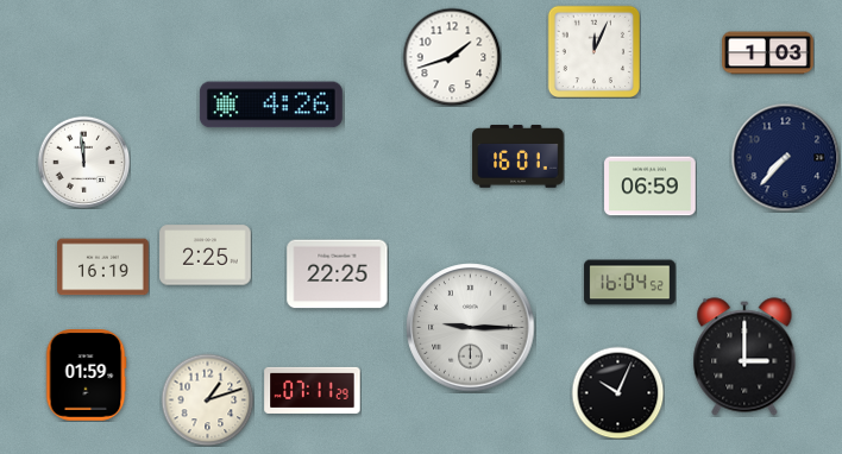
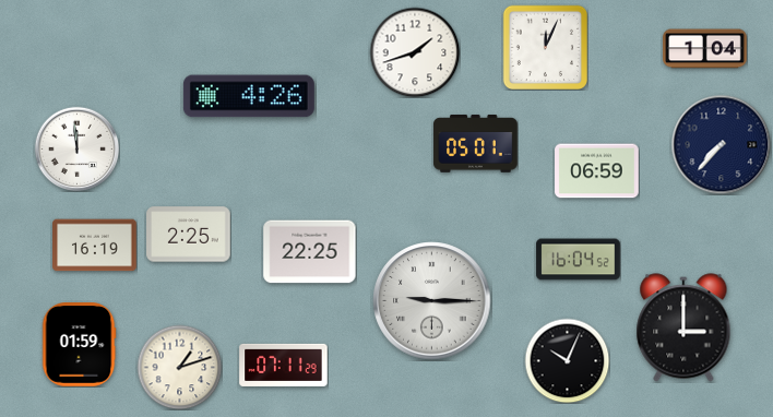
clock at (768, 53): 1:03 -> 1:04
clock at (519, 157): 16:01 -> 05:01
clock at (313, 390) position: (313, 390) -> (284, 365)
clock at (207, 399) position: (207, 399) -> (179, 367)
